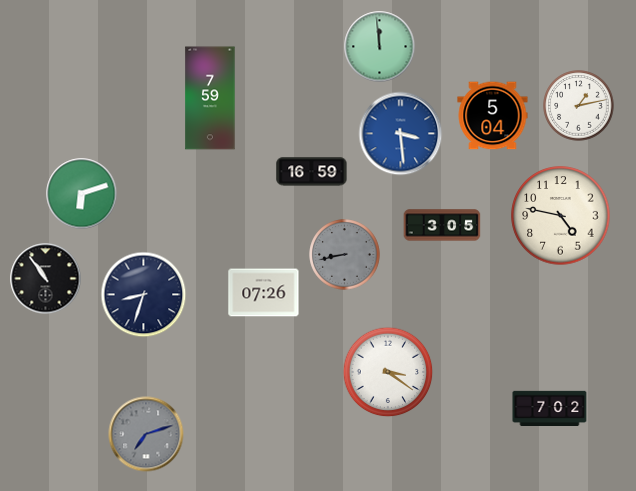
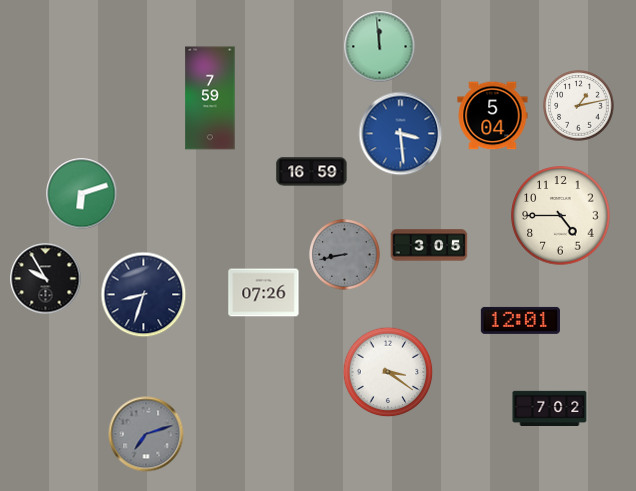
clock at (561, 216): 4:47 -> 4:45
clock at (442, 225) position: (442, 225) -> (429, 245)
clock at (46, 279): 10:54 -> 9:55
clock at (520, 320): none -> 12:01
